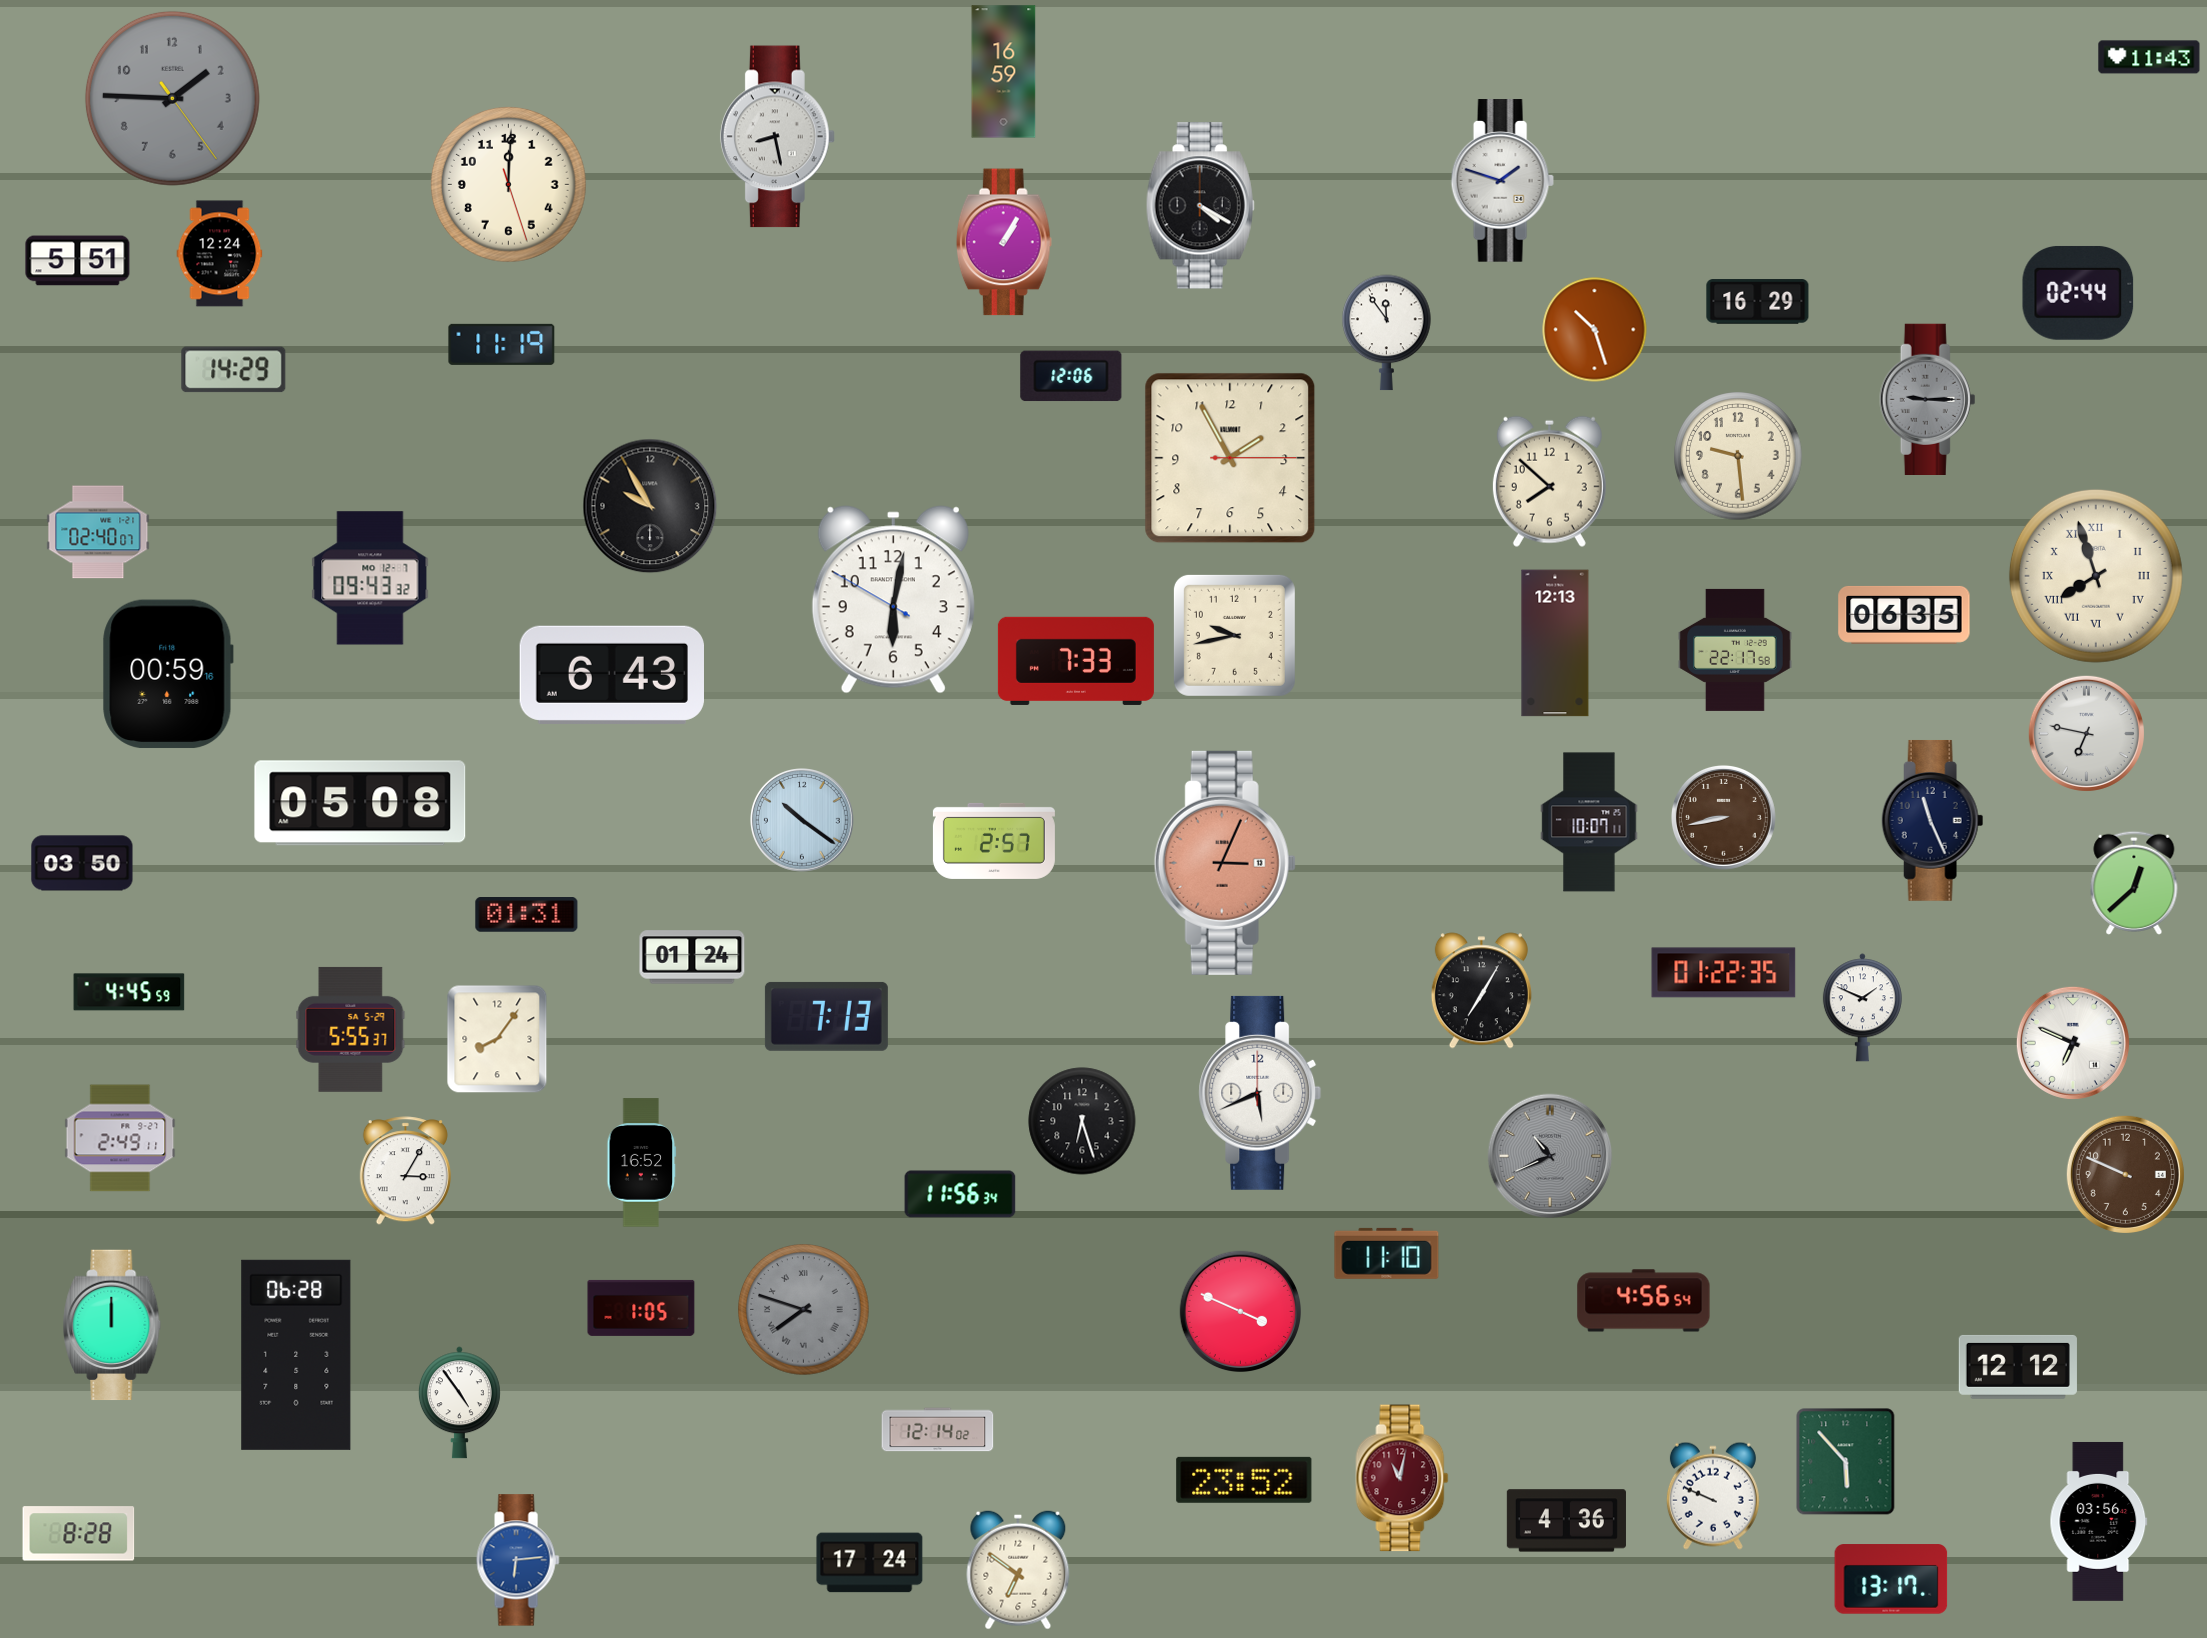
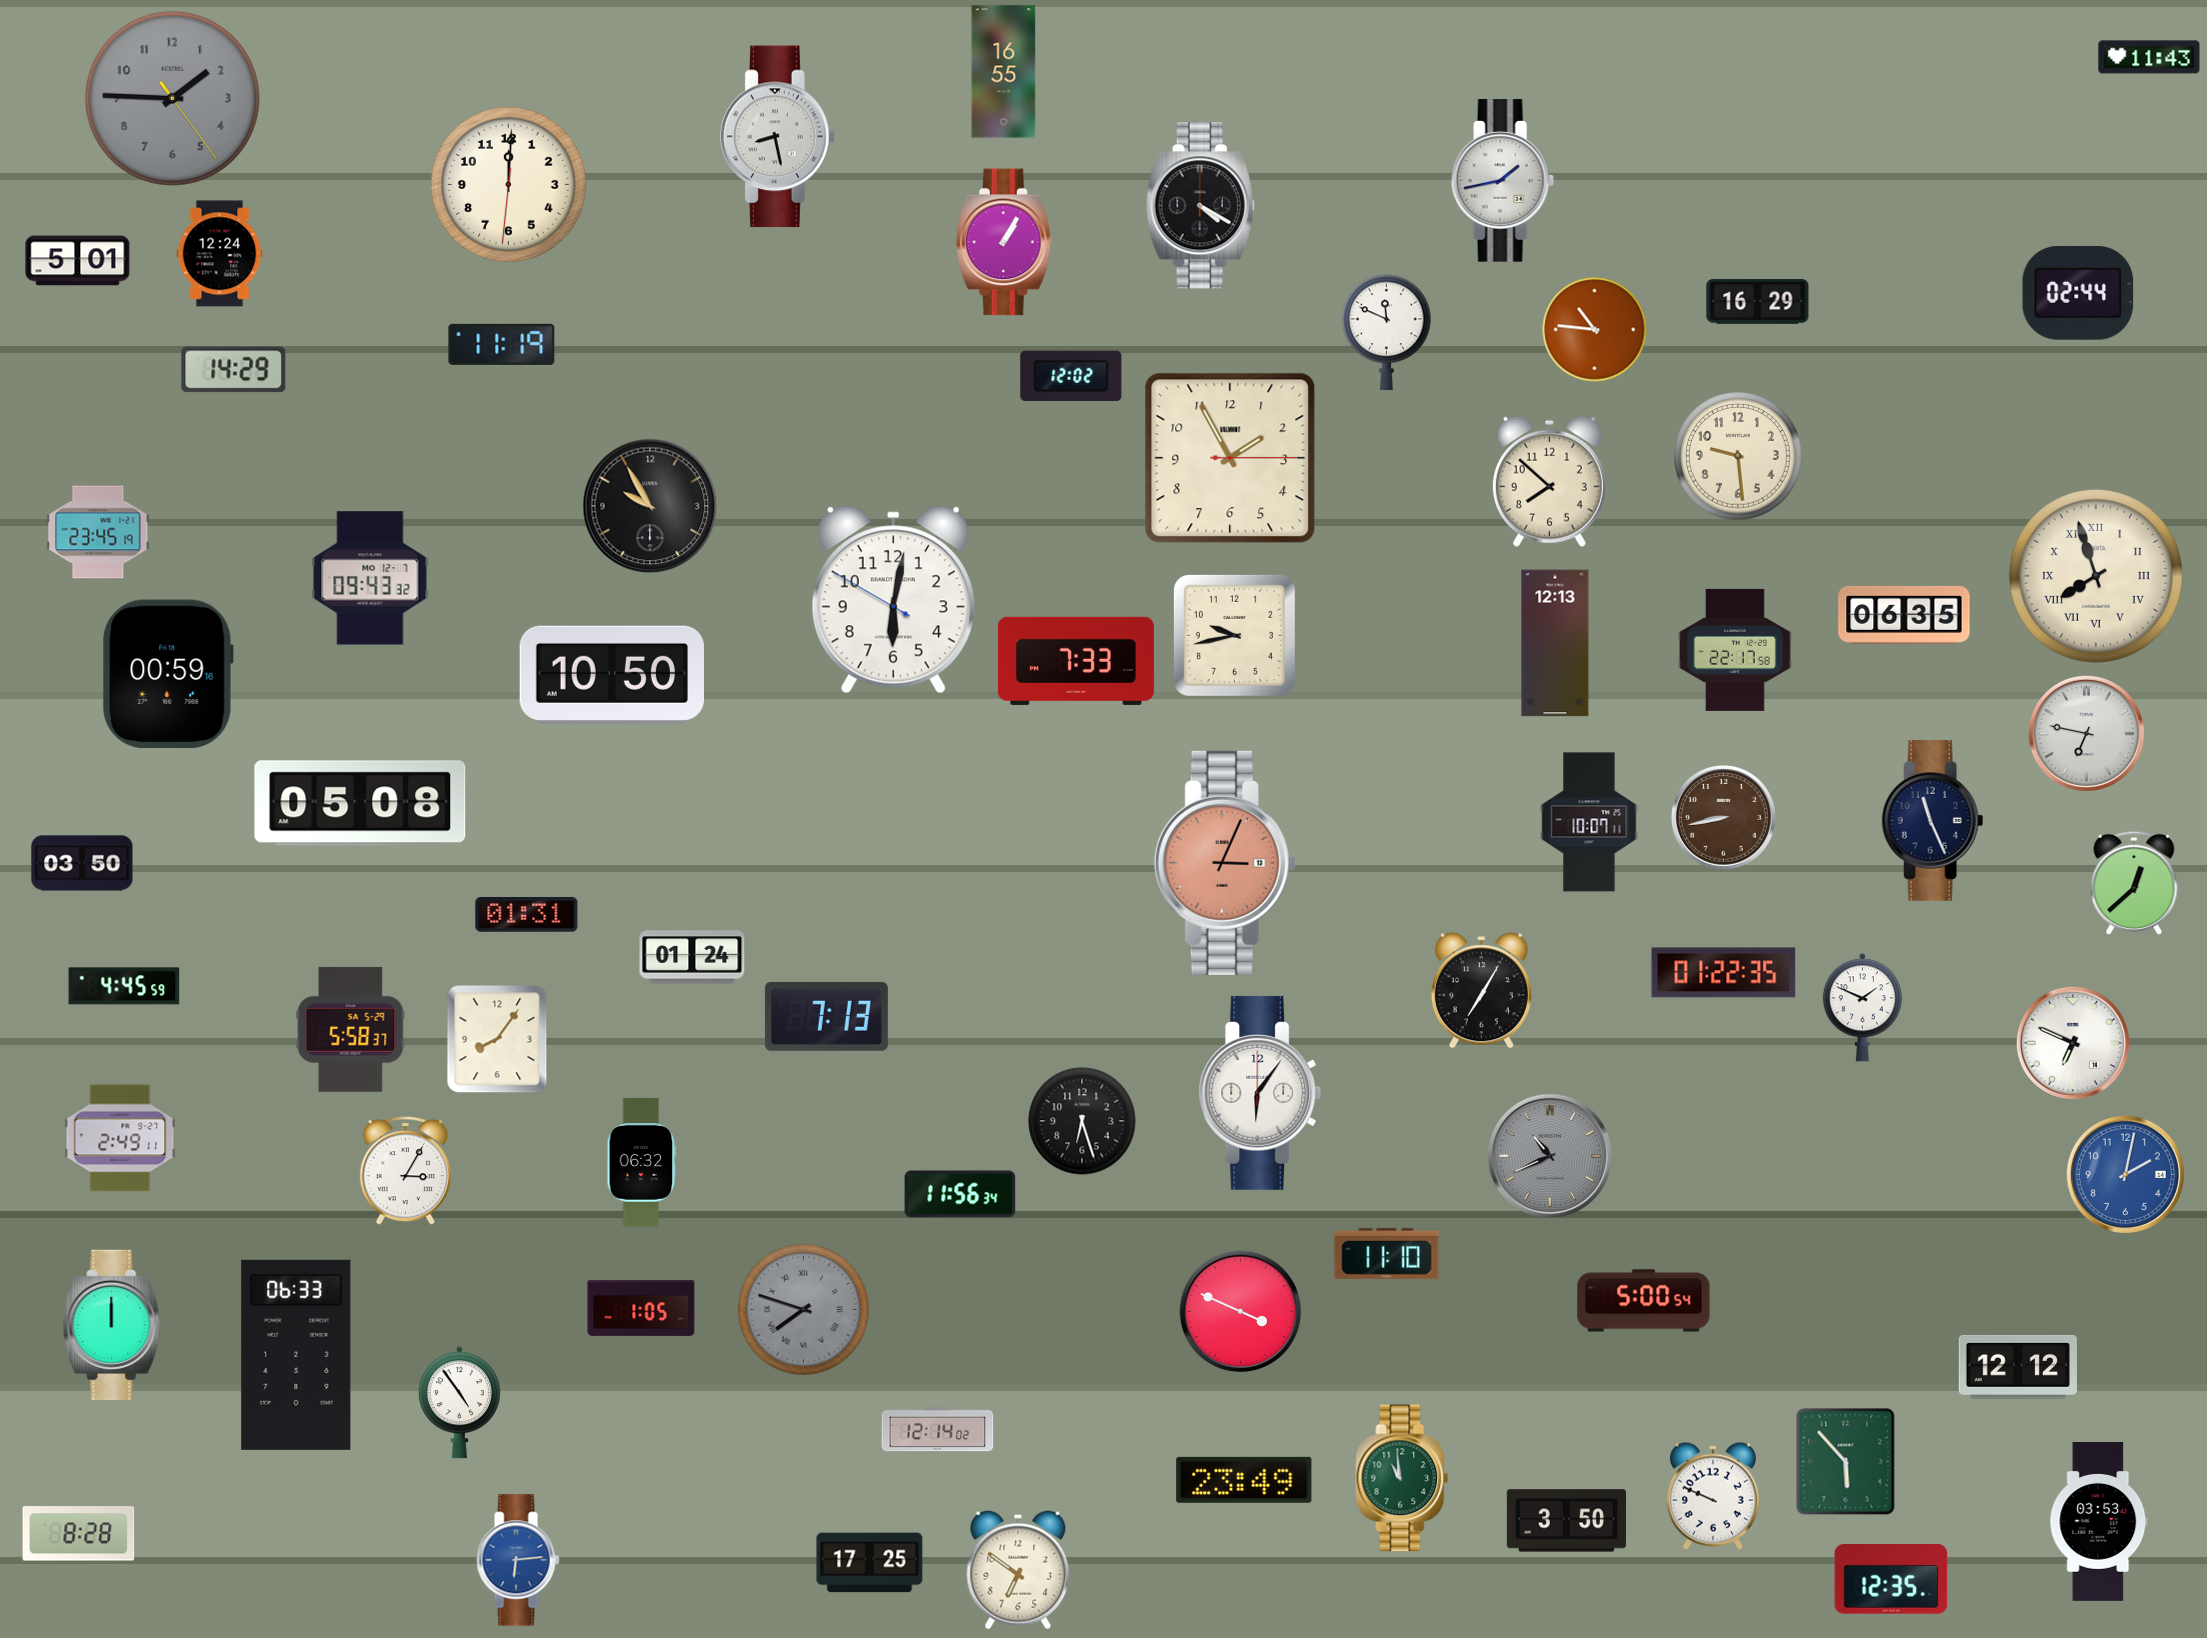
clock at (1004, 72): 16:59 -> 16:55
clock at (1502, 181): 1:48 -> 1:43
clock at (508, 184): 12:00:27 -> 12:00:31
clock at (78, 261): 5:51 -> 5:01
clock at (1595, 330): 10:27 -> 10:46
clock at (1387, 333): 11:54 -> 11:49
clock at (1071, 376): 12:06 -> 12:02
clock at (1928, 399): 9:15 -> none
clock at (98, 532): 02:40 -> 23:45
clock at (611, 675): 6:43 -> 10:50
clock at (803, 821): 10:21 -> none
clock at (994, 841): 2:57 -> none
clock at (129, 992) position: (129, 992) -> (124, 986)
clock at (351, 1029): 5:55 -> 5:58
clock at (1260, 1093): 5:41 -> 6:06
clock at (642, 1163): 16:52 -> 06:32
clock at (2125, 1174): 9:49 -> 2:02
clock at (2125, 1174) dial: brown -> blue
clock at (1644, 1301): 4:56 -> 5:00
clock at (296, 1355): 06:28 -> 06:33
clock at (1402, 1478): 11:02 -> 10:59
clock at (1402, 1478) dial: burgundy -> green
clock at (1244, 1480): 23:52 -> 23:49
clock at (1566, 1521): 4:36 -> 3:50
clock at (2099, 1521): 03:56 -> 03:53
clock at (870, 1563): 17:24 -> 17:25
clock at (1891, 1579): 13:17 -> 12:35
